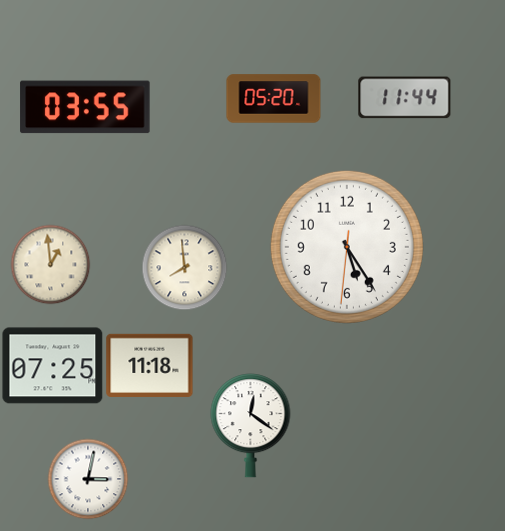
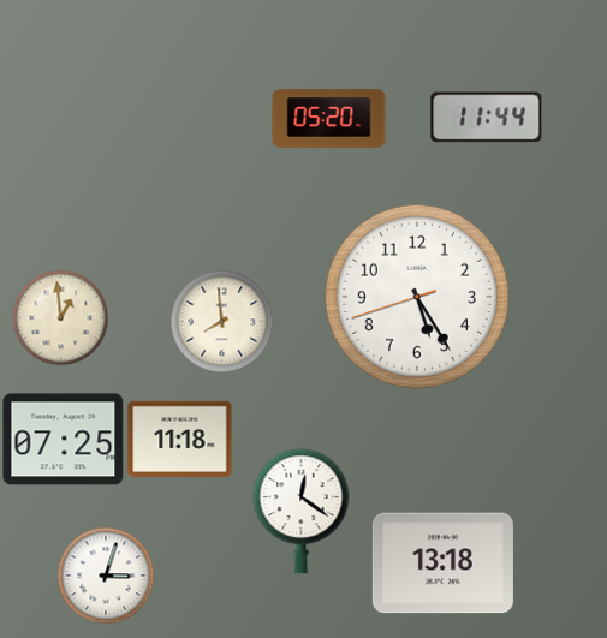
clock at (85, 107): 03:55 -> none
clock at (347, 247): 5:24:31 -> 5:24:42
clock at (442, 564): none -> 13:18
clock at (88, 479): 3:02 -> 3:03
